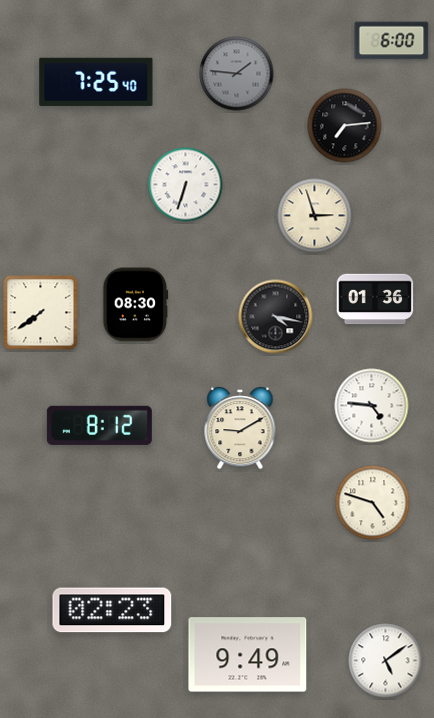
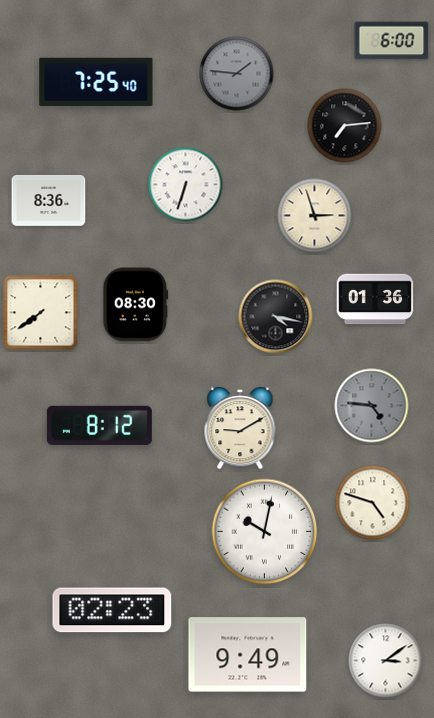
clock at (49, 201): none -> 8:36
clock at (372, 406) dial: white -> grey
clock at (265, 532): none -> 10:02
clock at (386, 661): 5:09 -> 3:09
